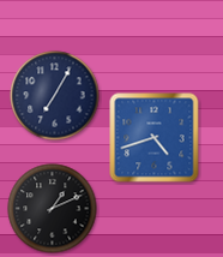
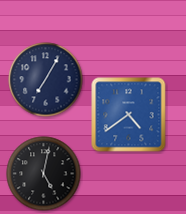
clock at (155, 138): 4:42 -> 4:39
clock at (53, 209): 1:11 -> 5:02
